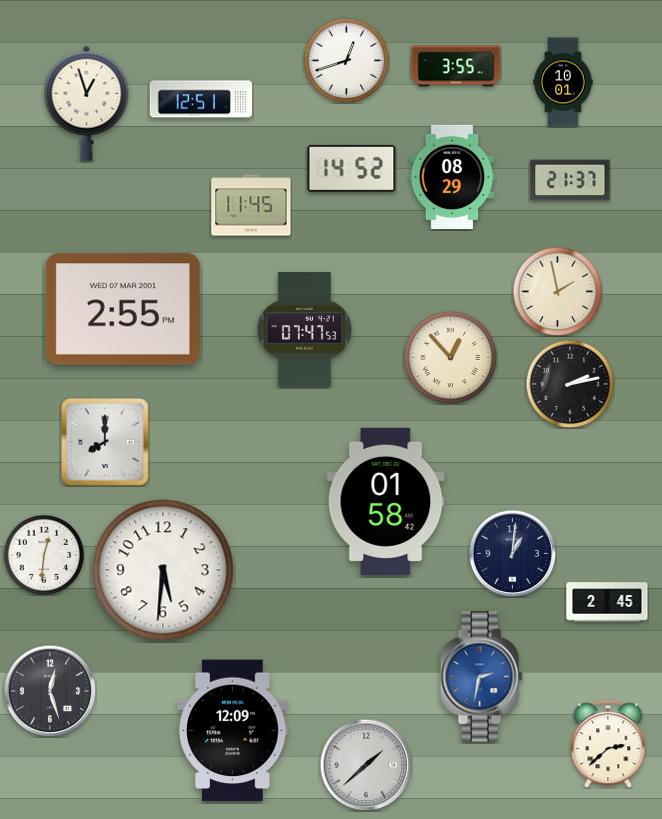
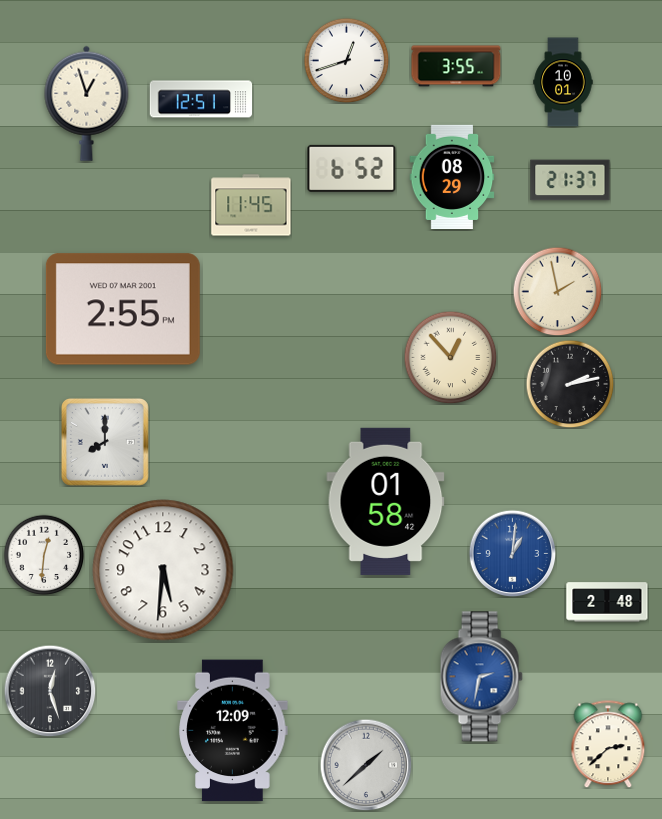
clock at (352, 168): 14:52 -> 6:52
clock at (304, 330): 07:47 -> none
clock at (512, 553) dial: navy -> blue
clock at (607, 602): 2:45 -> 2:48
